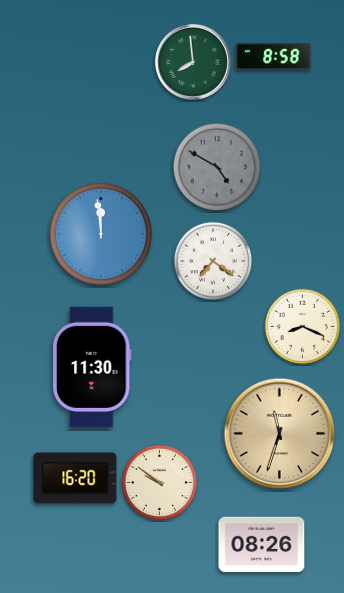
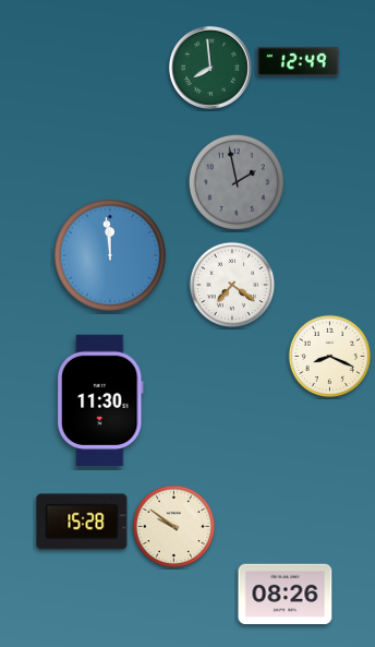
clock at (274, 57): 8:58 -> 12:49
clock at (217, 167): 4:50 -> 1:58
clock at (280, 434): 11:33 -> none
clock at (75, 478): 16:20 -> 15:28
